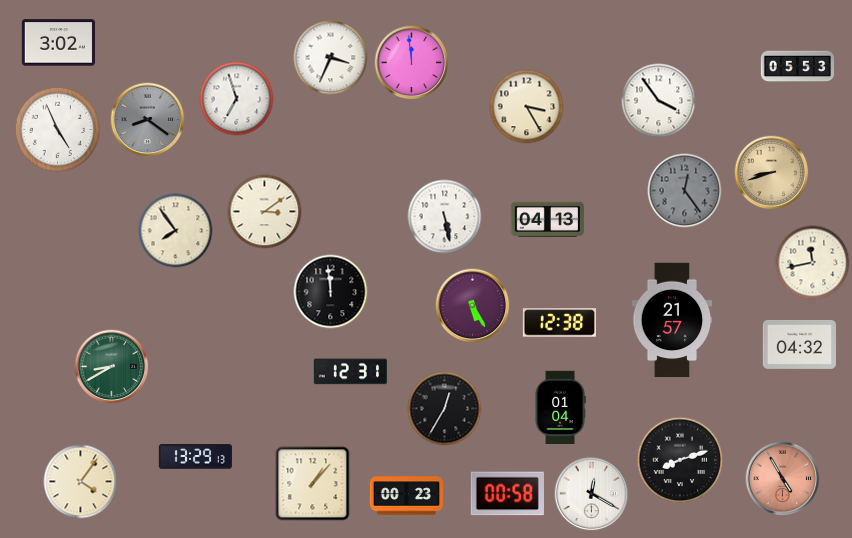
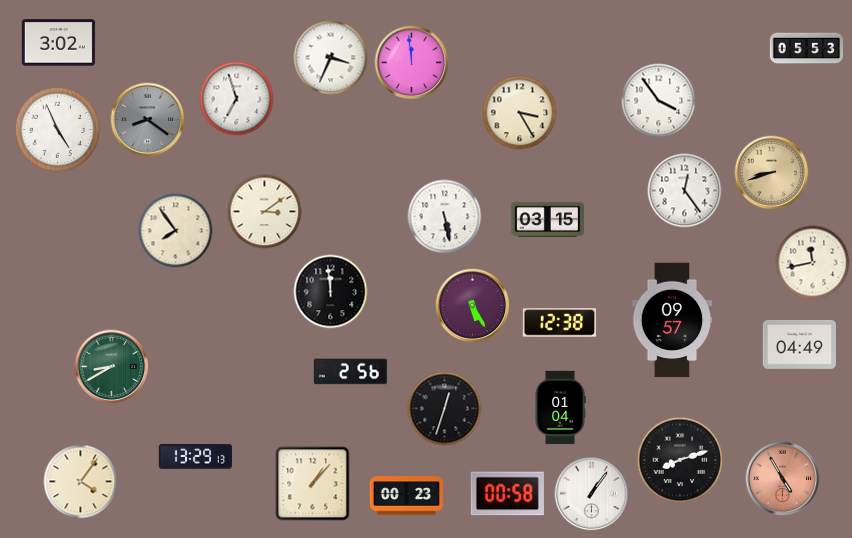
clock at (798, 67) position: (798, 67) -> (807, 49)
clock at (527, 107) position: (527, 107) -> (520, 113)
clock at (685, 191) dial: grey -> white
clock at (548, 219): 04:13 -> 03:15
clock at (672, 320): 21:57 -> 09:57
clock at (799, 344): 04:32 -> 04:49
clock at (350, 372): 12:31 -> 2:56
clock at (445, 409): 12:35 -> 12:33
clock at (592, 494): 12:20 -> 1:06
